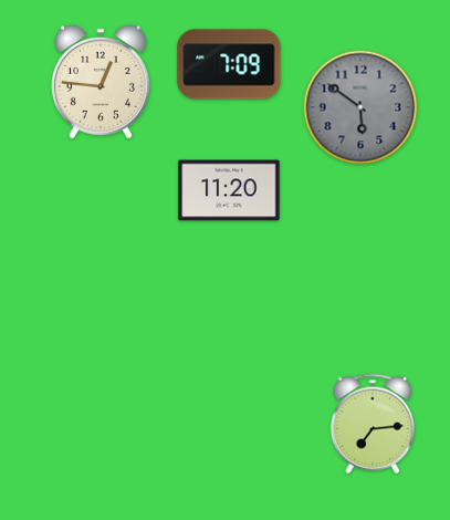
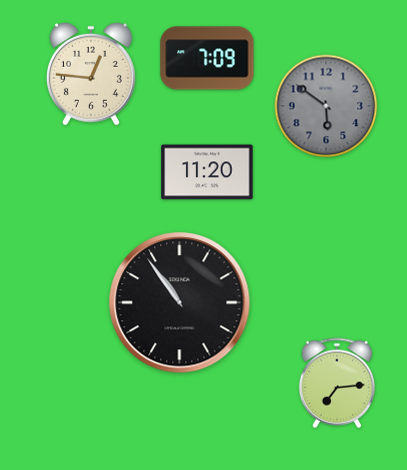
clock at (360, 107) position: (360, 107) -> (326, 106)
clock at (180, 303): none -> 10:54
